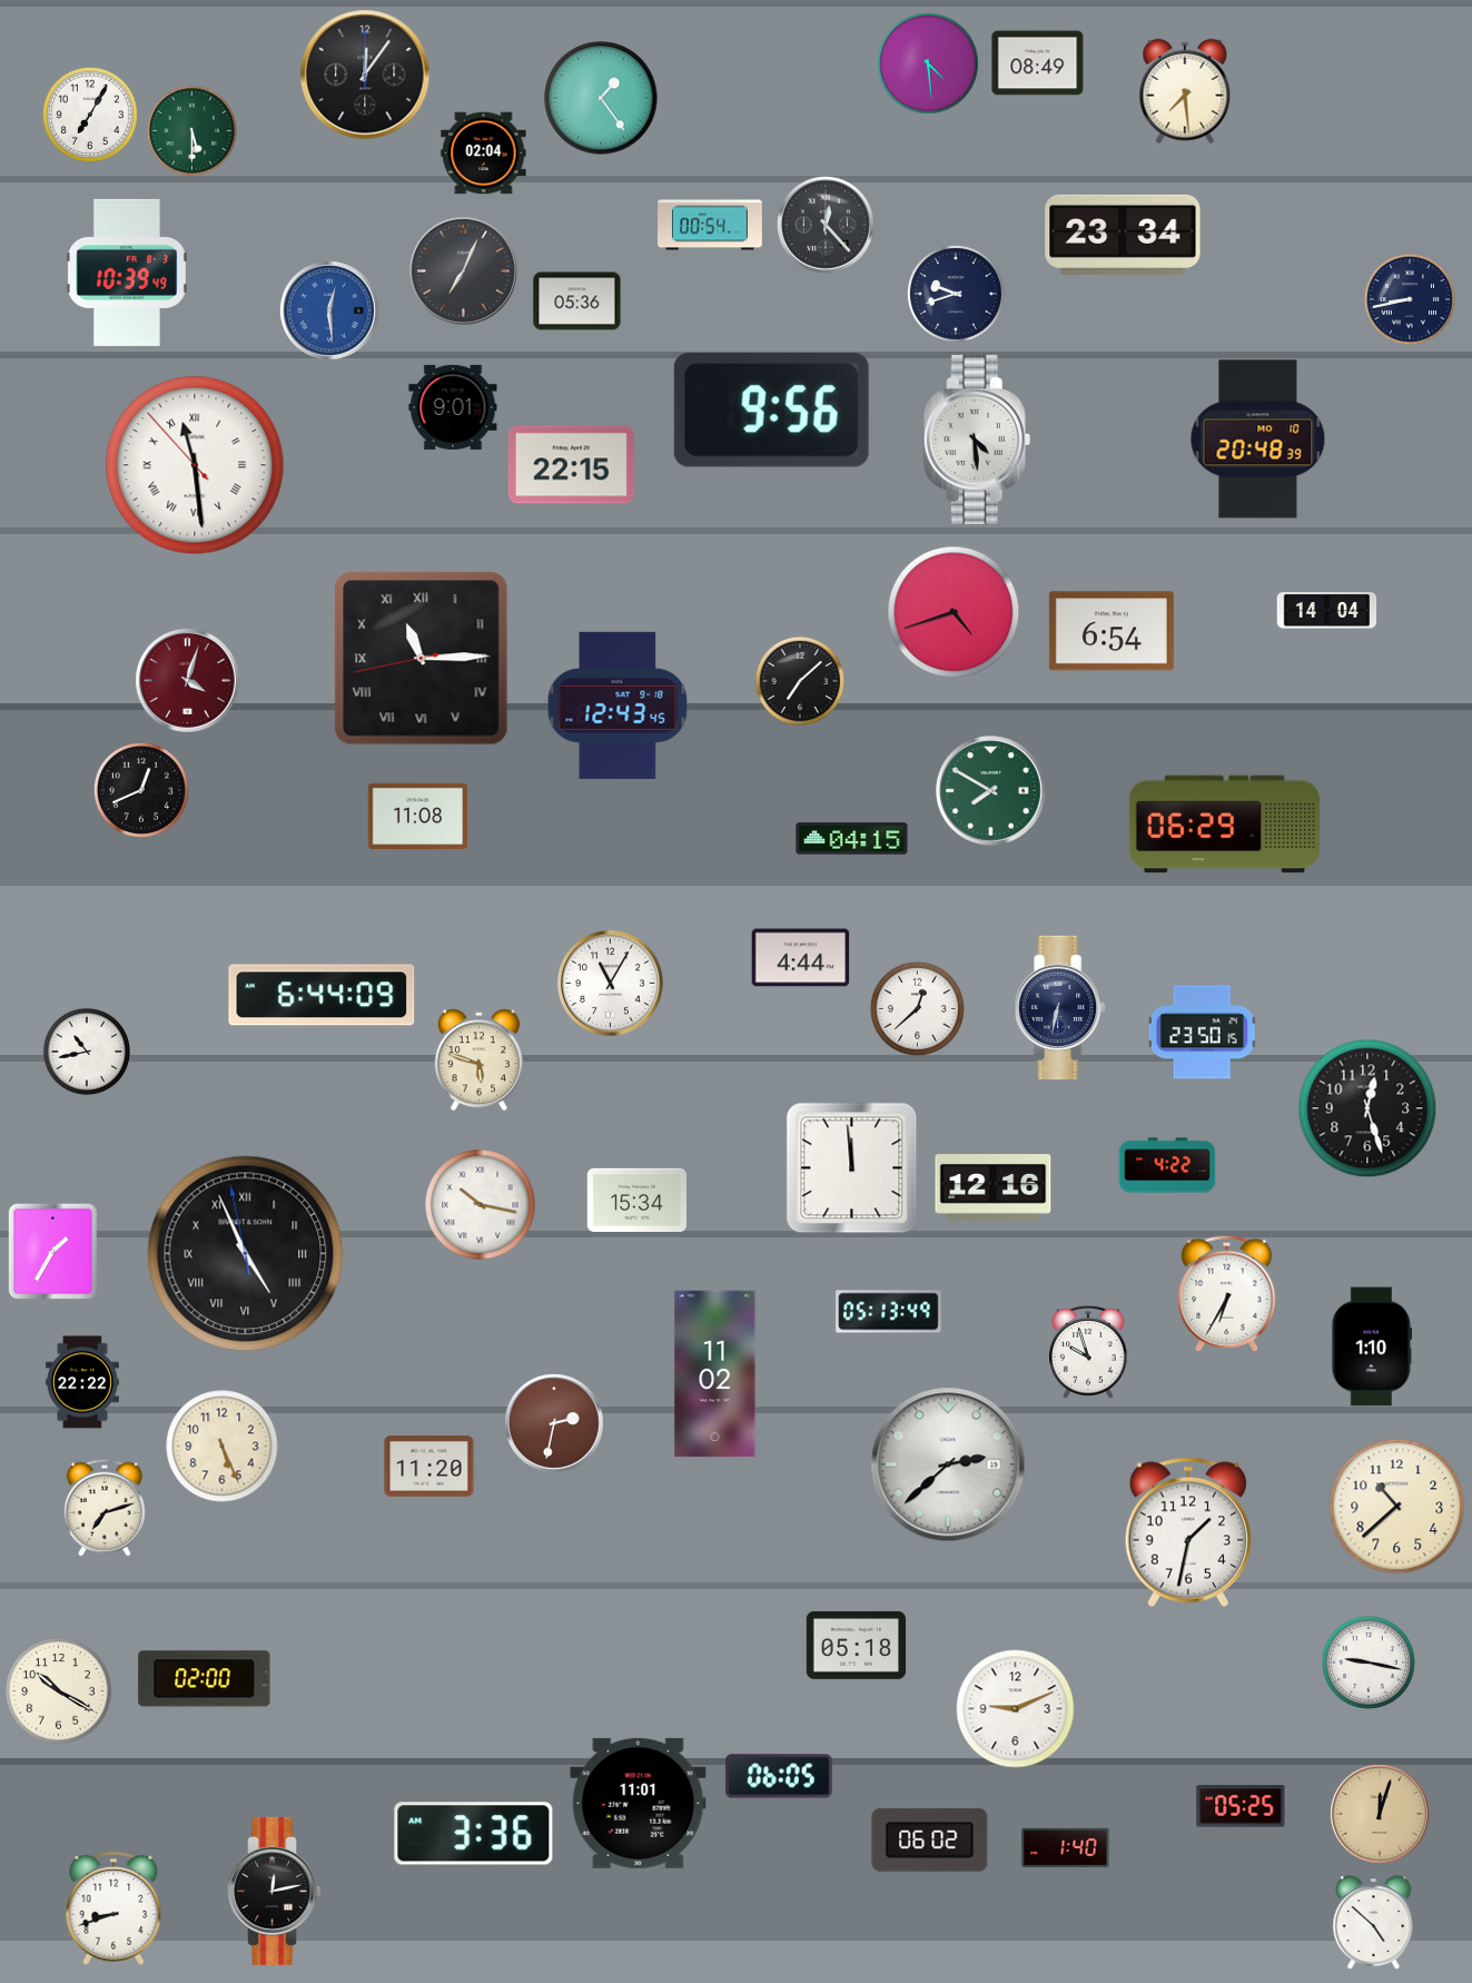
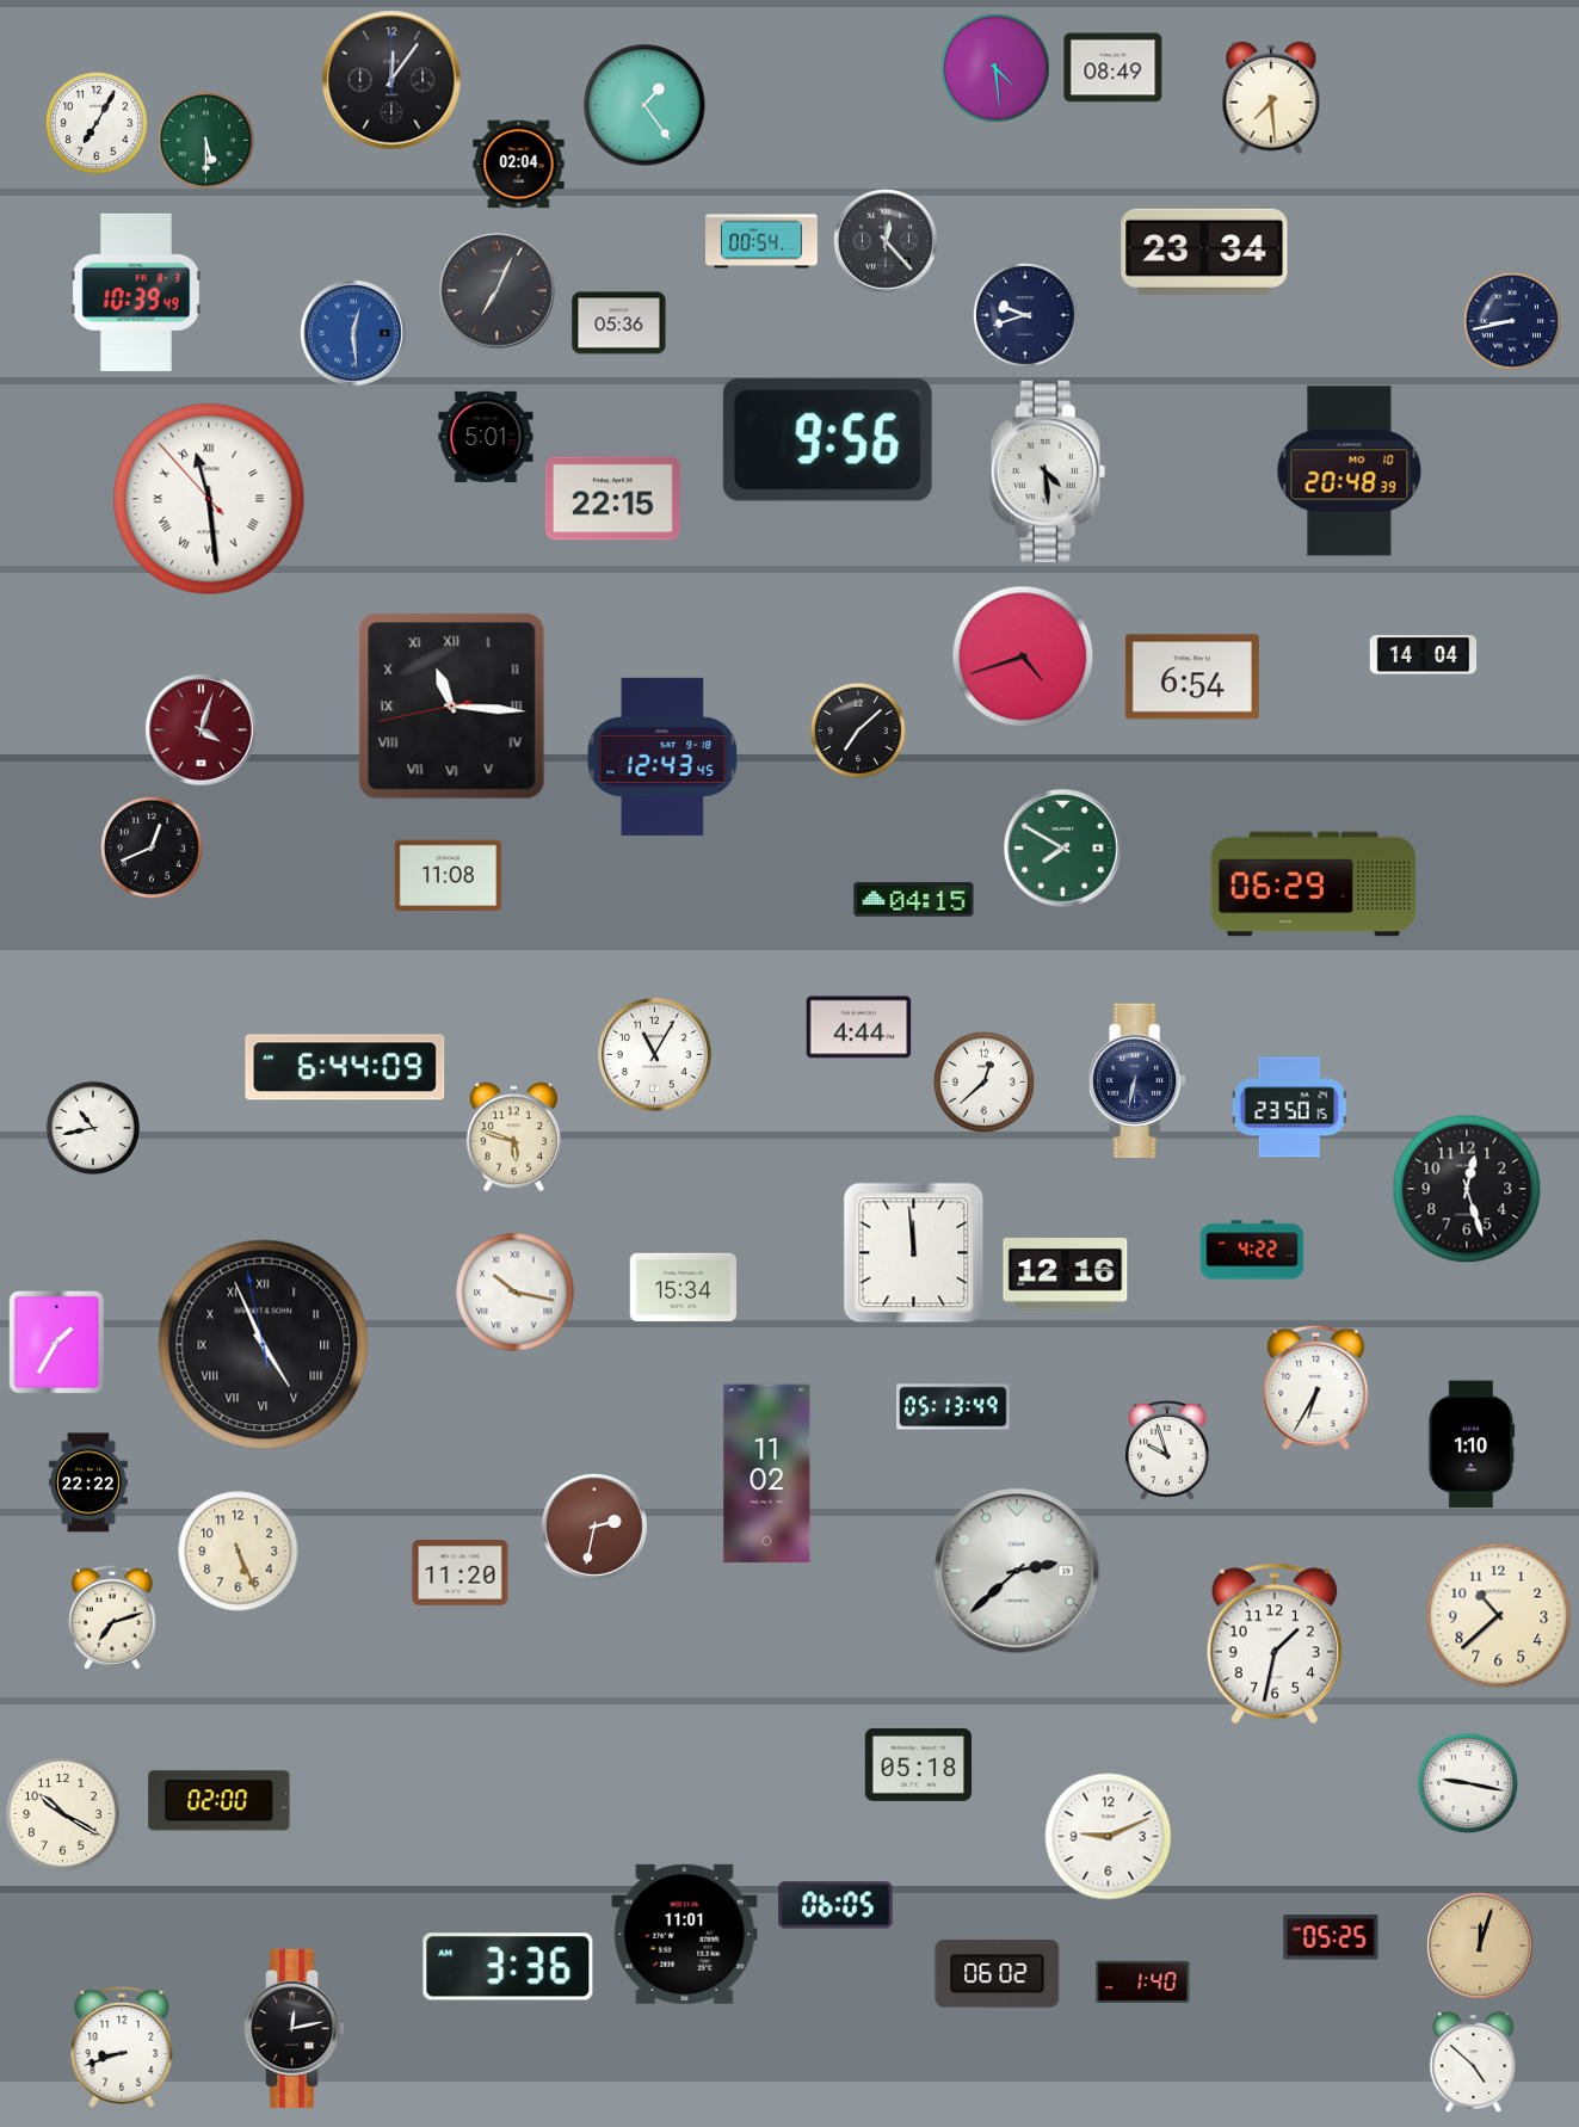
clock at (453, 407): 9:01 -> 5:01
clock at (422, 659): 11:14 -> 11:15
clock at (1016, 1709) position: (1016, 1709) -> (1109, 1837)
